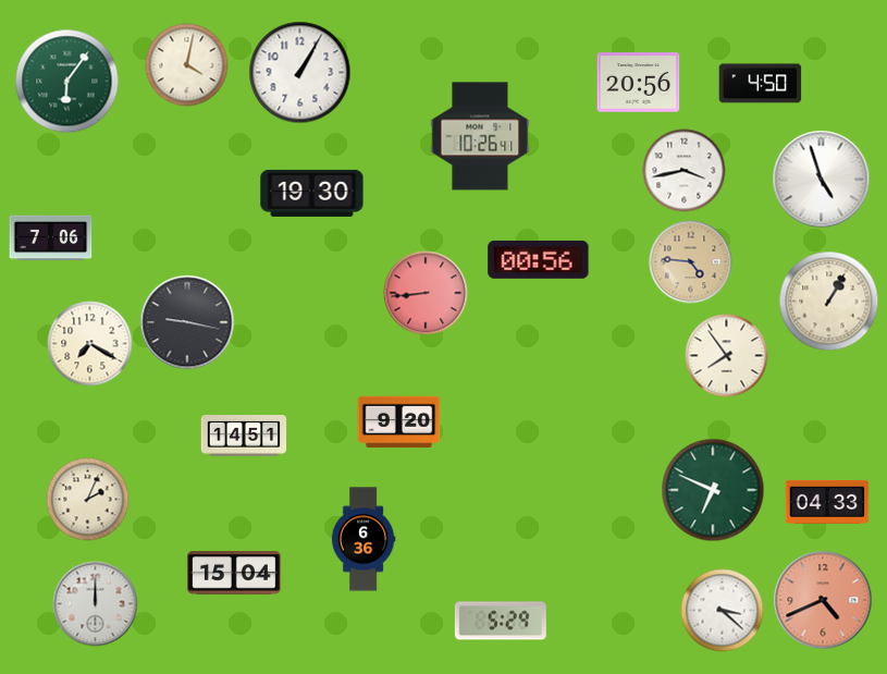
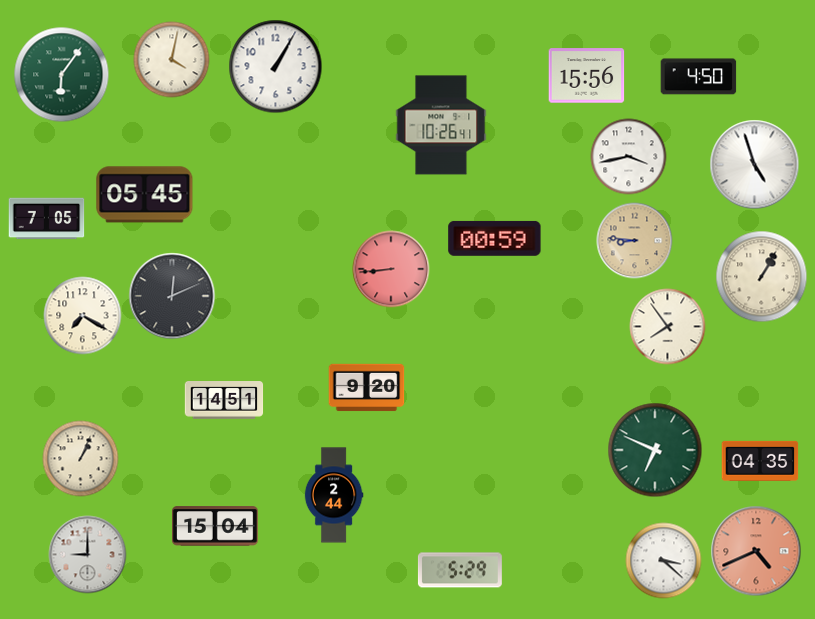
clock at (639, 83): 20:56 -> 15:56
clock at (312, 193): 19:30 -> none
clock at (145, 195): none -> 05:45
clock at (51, 238): 7:06 -> 7:05
clock at (539, 259): 00:56 -> 00:59
clock at (691, 262): 4:46 -> 8:46
clock at (187, 322): 9:17 -> 12:11
clock at (88, 500): 2:04 -> 1:04
clock at (827, 502): 04:33 -> 04:35
clock at (364, 539): 6:36 -> 2:44
clock at (96, 604): 12:00 -> 9:00
